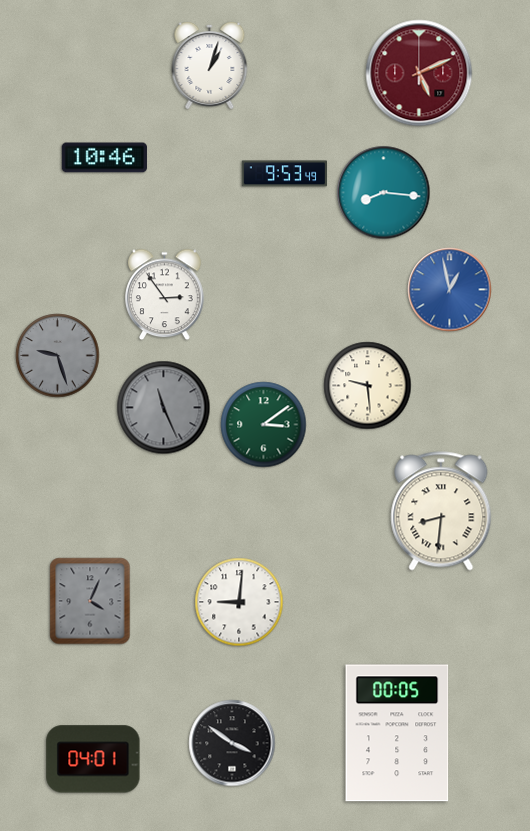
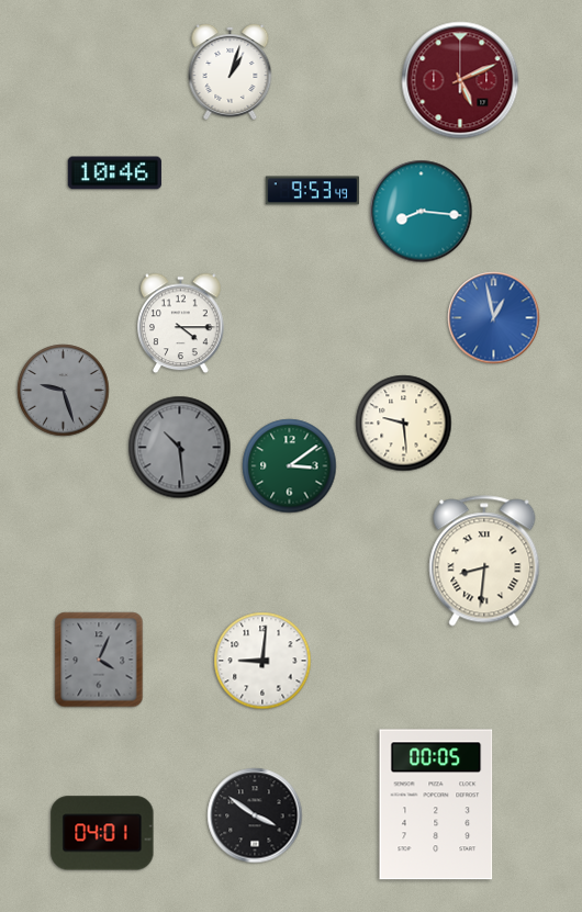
clock at (165, 295): 2:54 -> 4:15
clock at (164, 408): 11:26 -> 10:29
